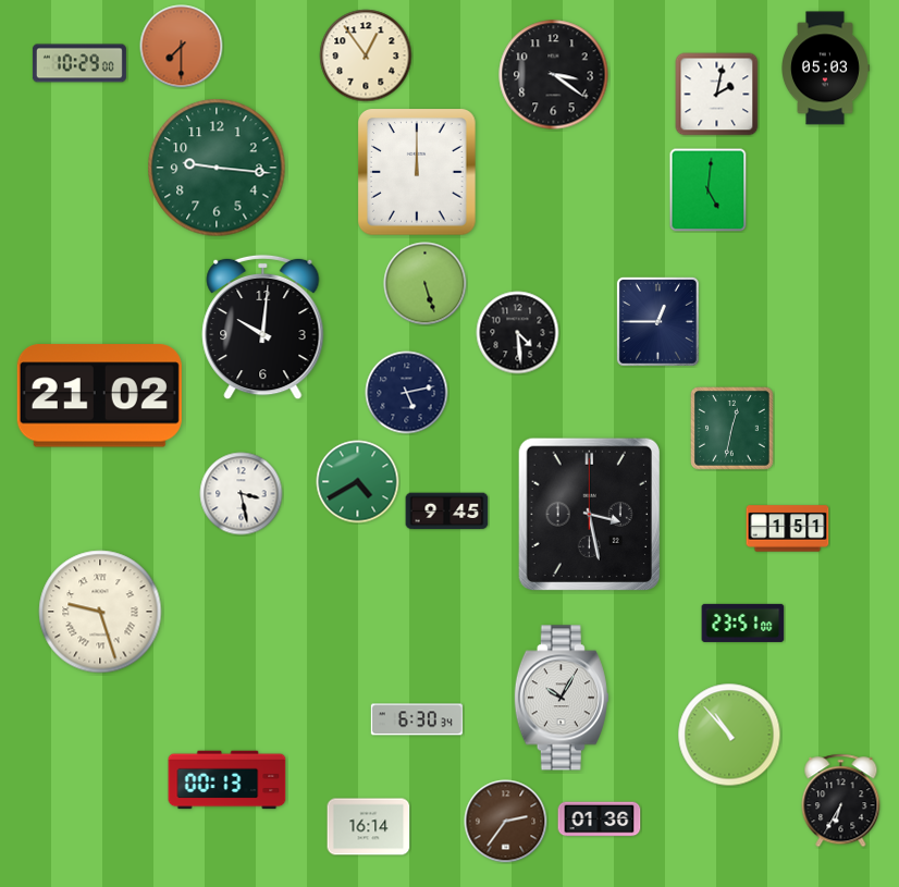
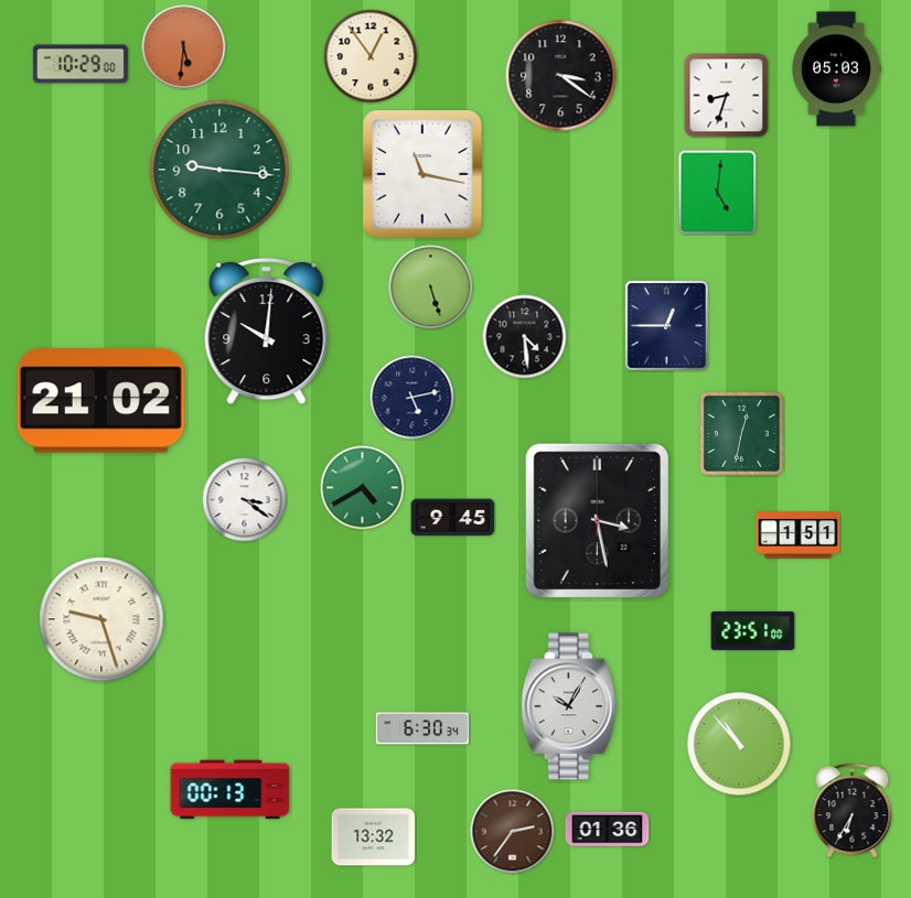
clock at (182, 47): 7:30 -> 5:31
clock at (717, 95): 2:02 -> 8:33
clock at (418, 172): 12:00 -> 11:17
clock at (242, 494): 3:28 -> 3:21
clock at (369, 827): 16:14 -> 13:32
